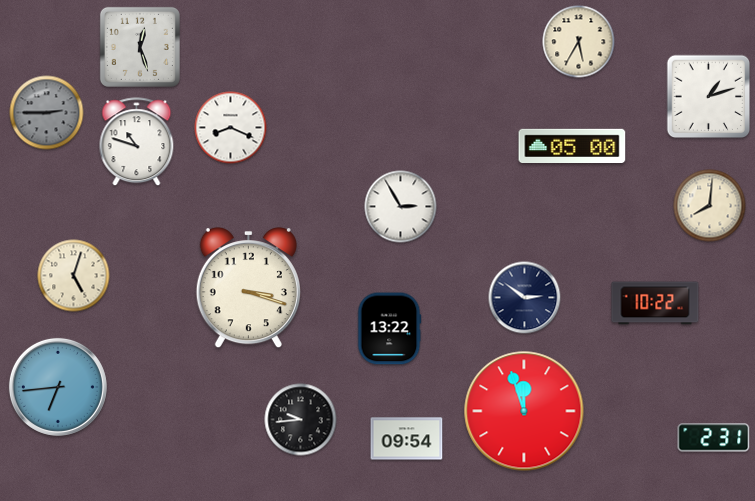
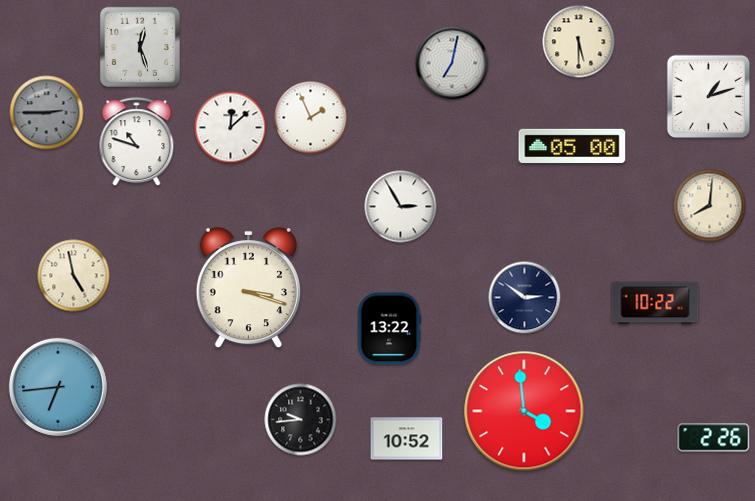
clock at (579, 42): 5:35 -> 5:30
clock at (452, 63): none -> 7:02
clock at (311, 118): none -> 1:56
clock at (231, 128): 8:19 -> 12:08
clock at (74, 276): 5:03 -> 4:58
clock at (524, 411): 11:57 -> 3:59
clock at (714, 438): 2:31 -> 2:26
clock at (407, 439): 09:54 -> 10:52
